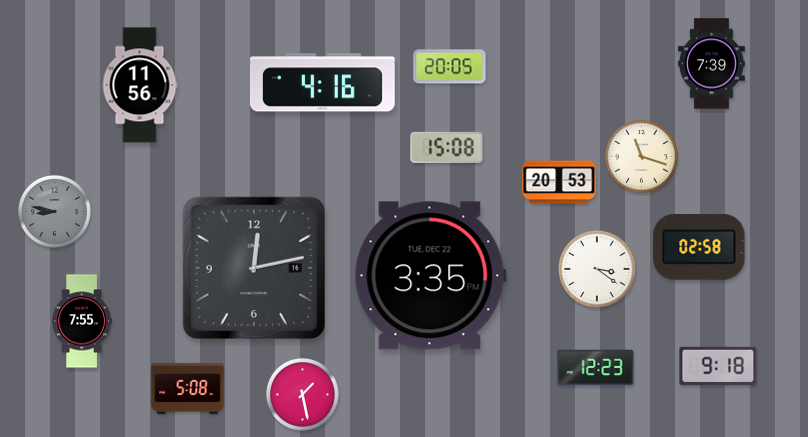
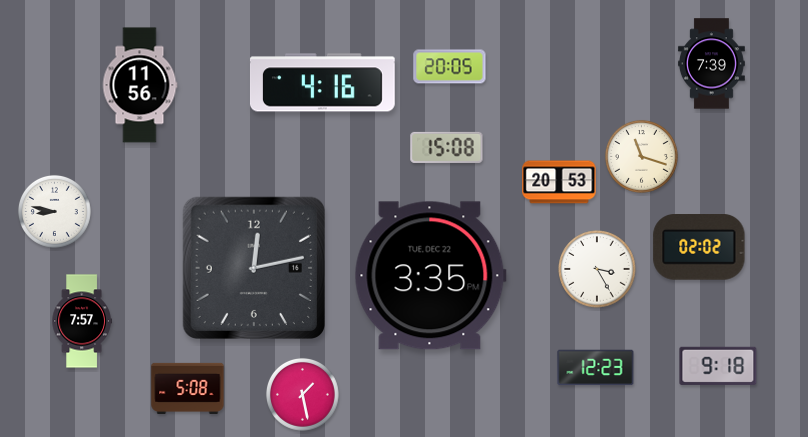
clock at (54, 211) dial: grey -> white
clock at (699, 248): 02:58 -> 02:02
clock at (597, 269): 3:21 -> 3:25
clock at (82, 321): 7:55 -> 7:57
